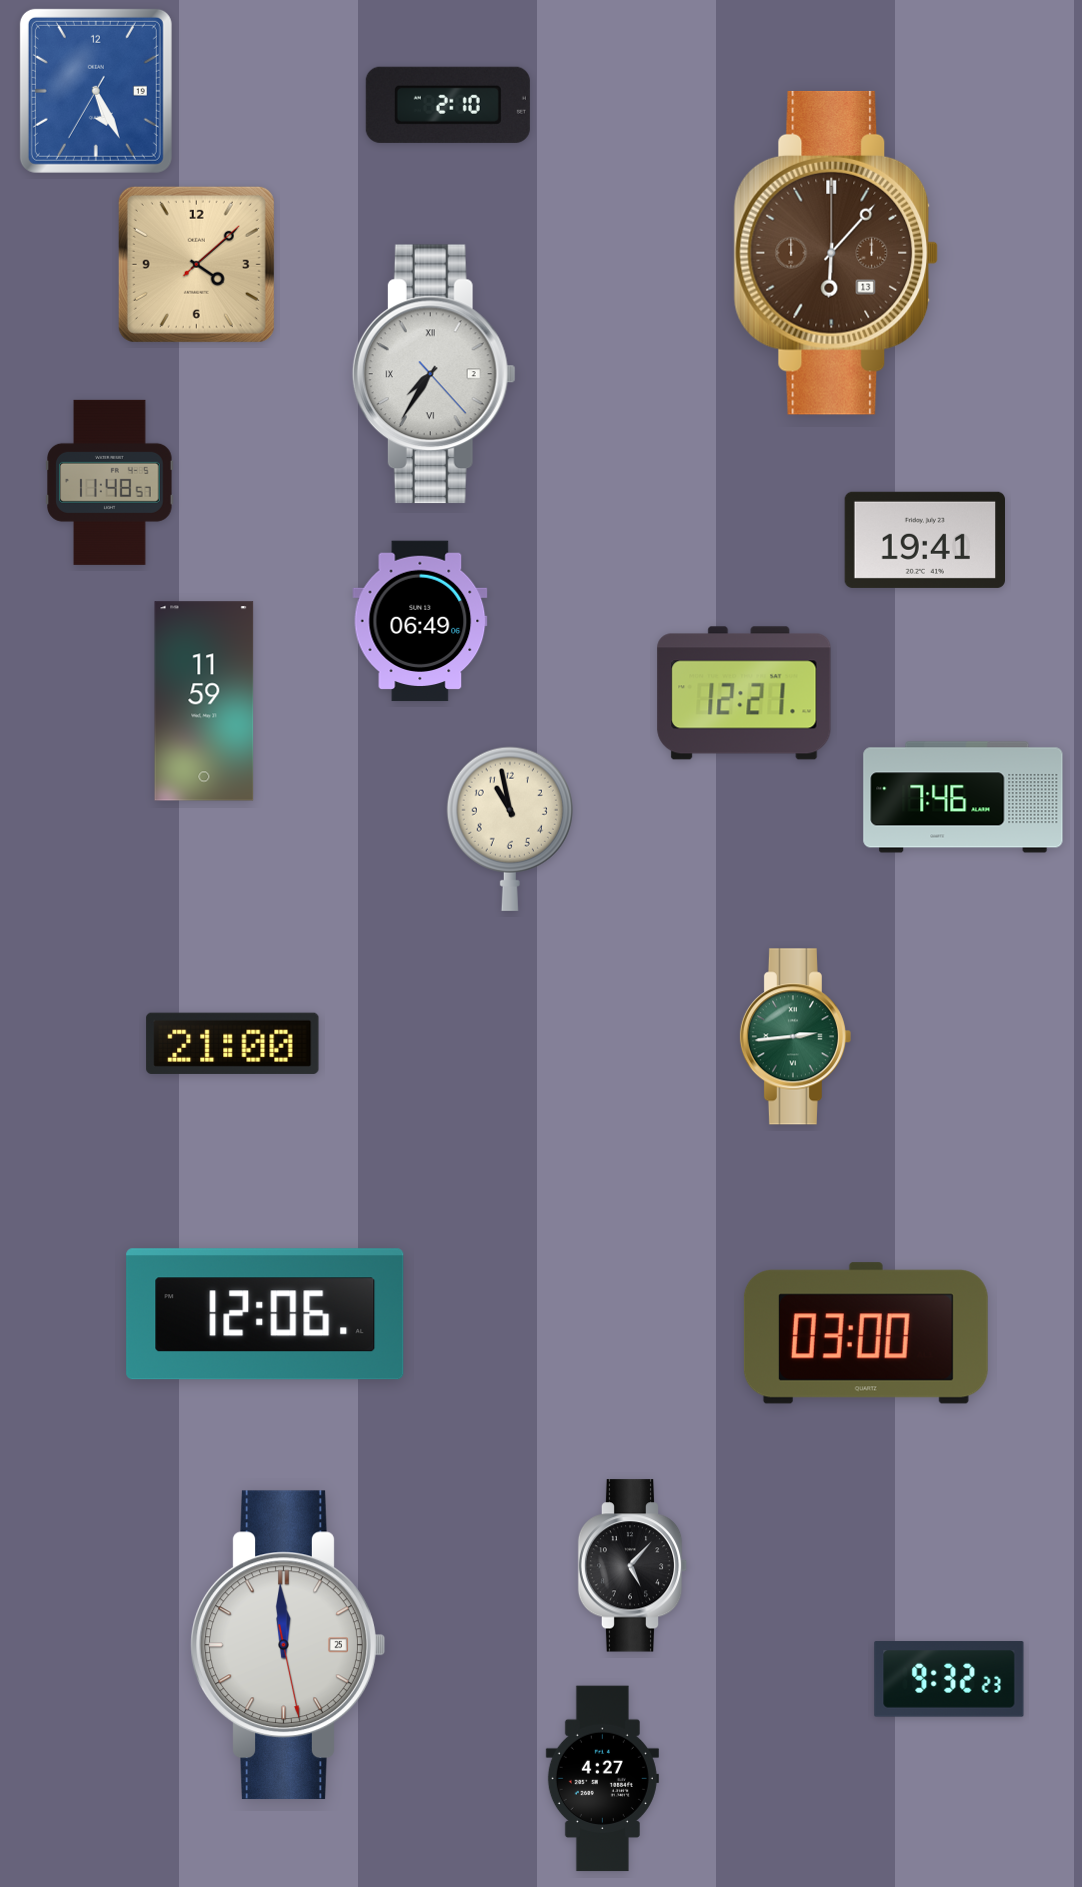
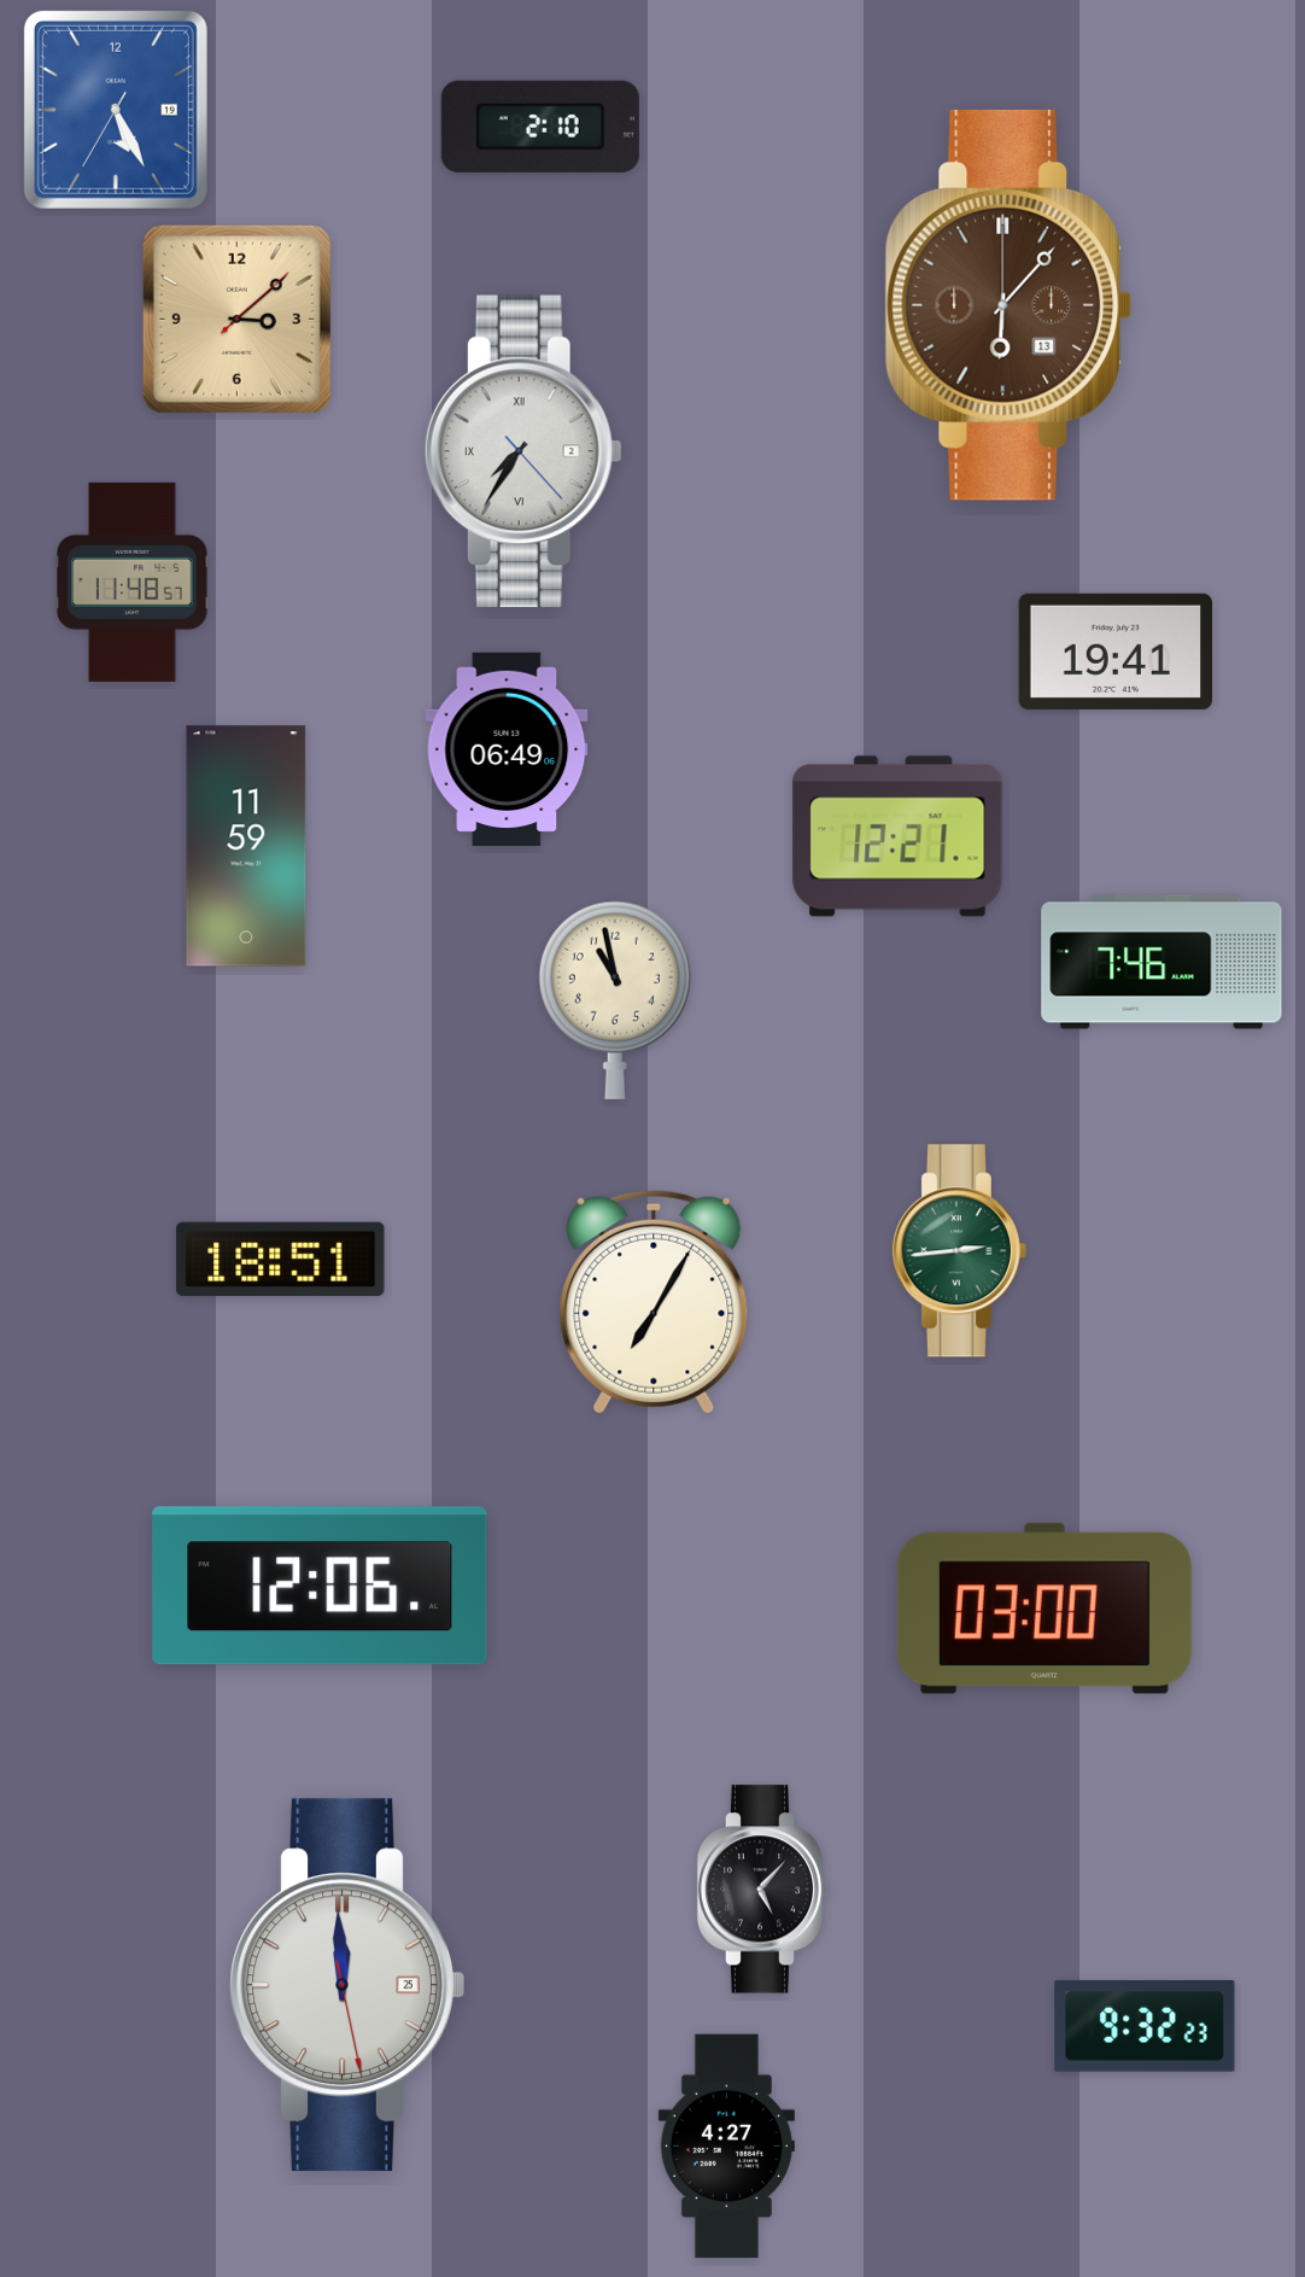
clock at (196, 264): 4:08 -> 3:08
clock at (233, 1043): 21:00 -> 18:51
clock at (654, 1302): none -> 7:05
